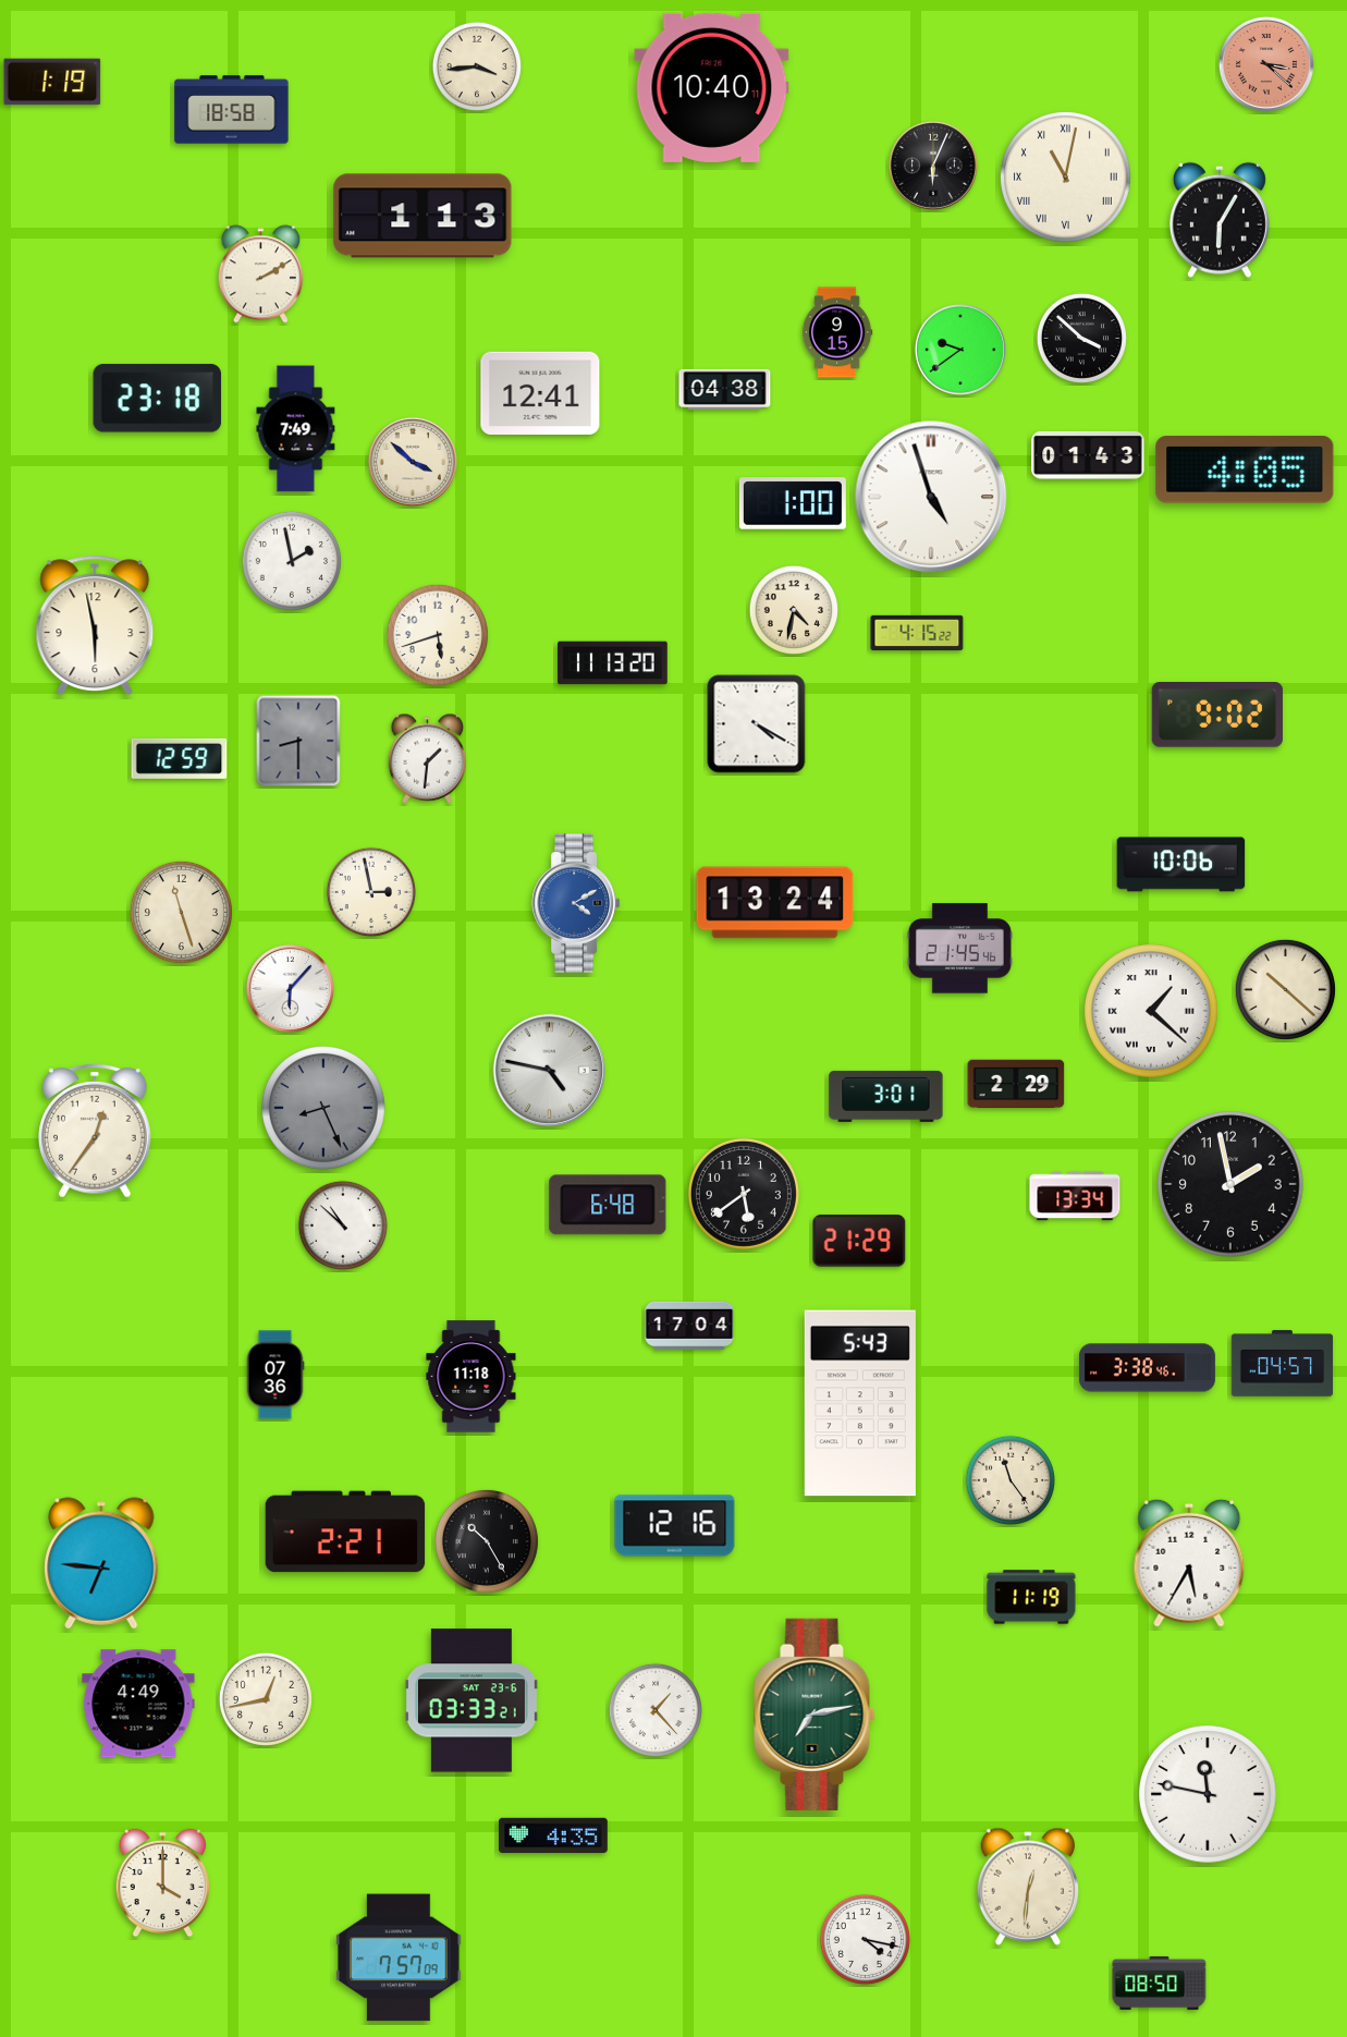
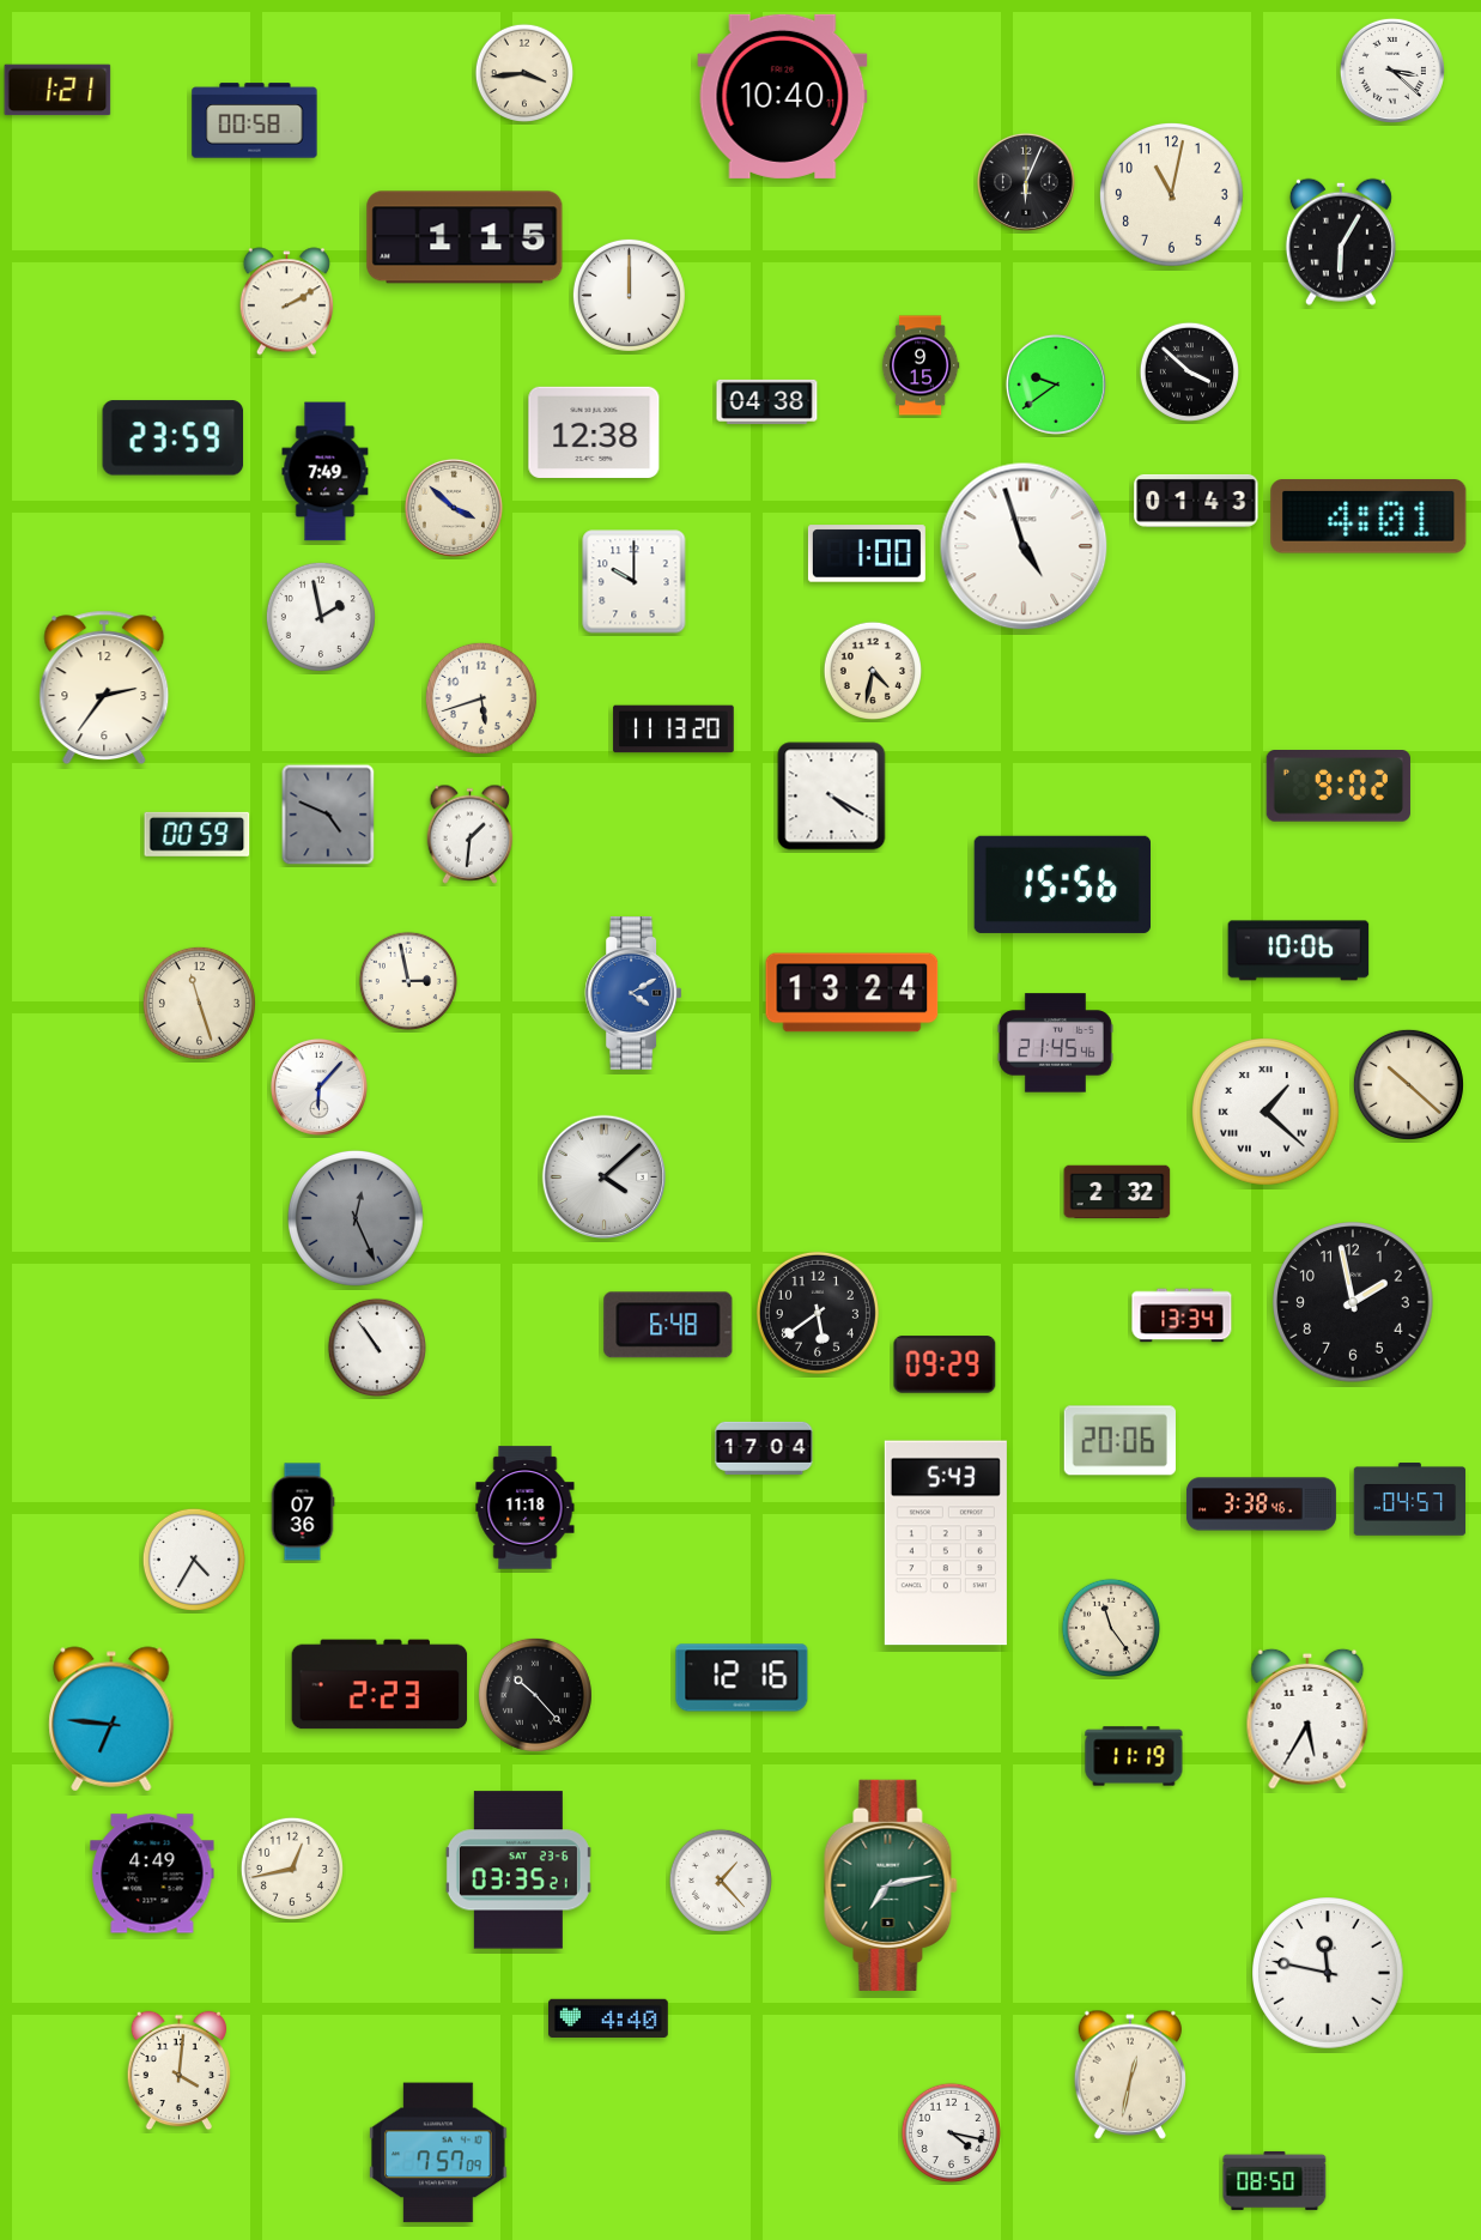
clock at (1266, 64) dial: salmon -> white
clock at (52, 82): 1:19 -> 1:21
clock at (232, 110): 18:58 -> 00:58
clock at (1066, 178) numerals: Roman -> Arabic
clock at (423, 216): 1:13 -> 1:15
clock at (629, 295): none -> 12:00
clock at (725, 389) position: (725, 389) -> (767, 401)
clock at (540, 393): 12:41 -> 12:38
clock at (158, 399): 23:18 -> 23:59
clock at (1245, 469): 4:05 -> 4:01
clock at (793, 503) position: (793, 503) -> (867, 553)
clock at (635, 582): none -> 10:00
clock at (95, 625): 5:58 -> 2:36
clock at (917, 632): 4:15 -> none
clock at (298, 741): 8:30 -> 4:49
clock at (180, 758): 12:59 -> 00:59
clock at (1062, 884): none -> 15:56
clock at (1285, 989) position: (1285, 989) -> (1408, 1084)
clock at (549, 1070): 4:47 -> 4:08
clock at (1016, 1084): 2:29 -> 2:32
clock at (886, 1096): 3:01 -> none
clock at (323, 1108): 8:26 -> 12:26
clock at (96, 1131): 12:36 -> none
clock at (342, 1224): 10:52 -> 10:54
clock at (859, 1241): 21:29 -> 09:29
clock at (1119, 1441): none -> 20:06
clock at (689, 1326) position: (689, 1326) -> (764, 1448)
clock at (472, 1377) position: (472, 1377) -> (526, 1508)
clock at (194, 1560): none -> 4:35
clock at (345, 1532): 2:21 -> 2:23
clock at (487, 1541): 10:25 -> 10:23
clock at (472, 1700): 03:33 -> 03:35
clock at (815, 1715) position: (815, 1715) -> (891, 1885)
clock at (554, 1834): 4:35 -> 4:40
clock at (162, 1883): 4:00 -> 4:01
clock at (1027, 1887): 12:31 -> 12:32
